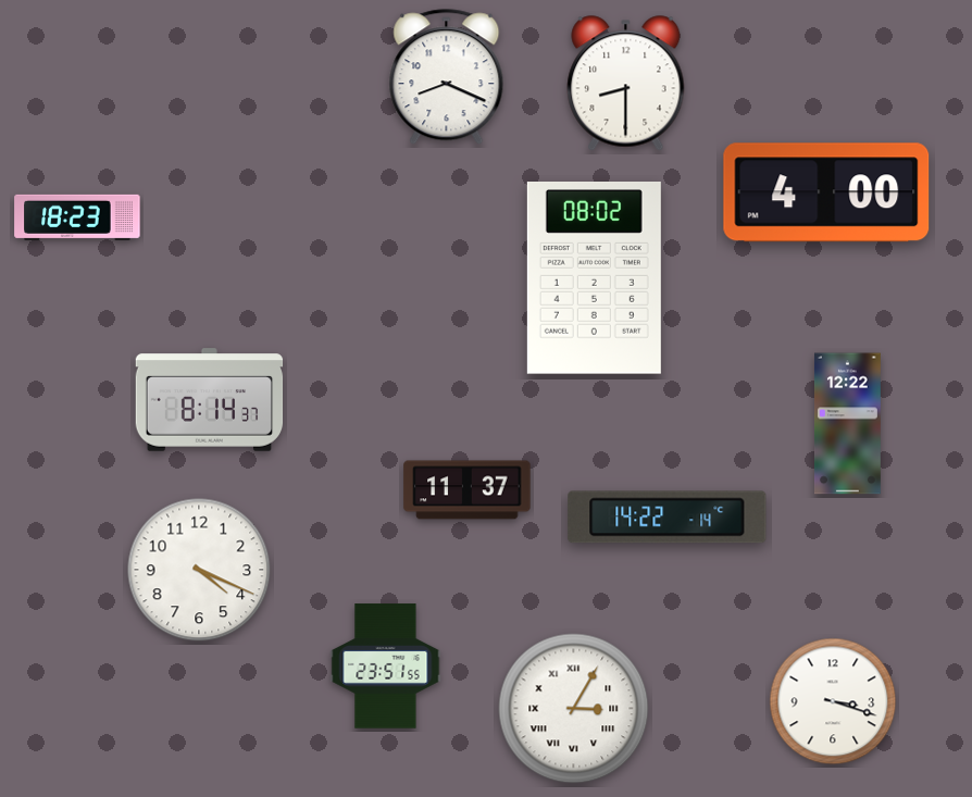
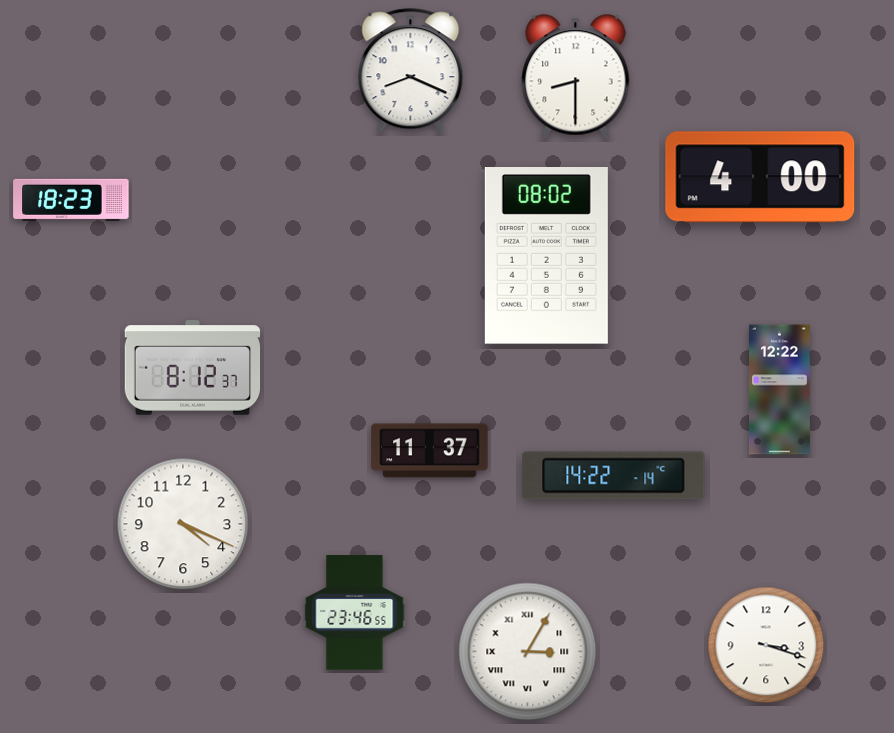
clock at (210, 400): 8:14 -> 8:12
clock at (386, 667): 23:51 -> 23:46
